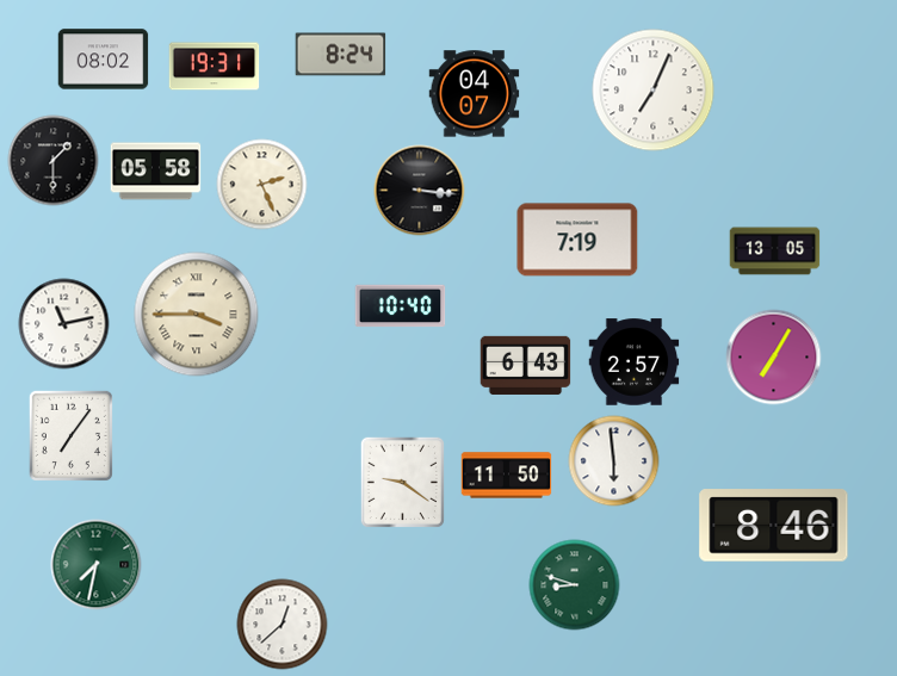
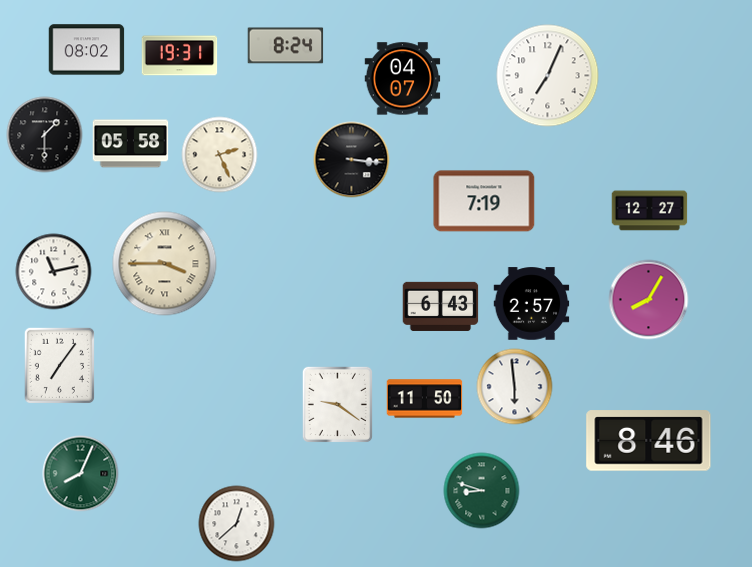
clock at (475, 94) position: (475, 94) -> (403, 79)
clock at (775, 252): 13:05 -> 12:27
clock at (401, 306): 10:40 -> none
clock at (774, 358): 7:05 -> 8:05
clock at (97, 565): 7:32 -> 8:04
